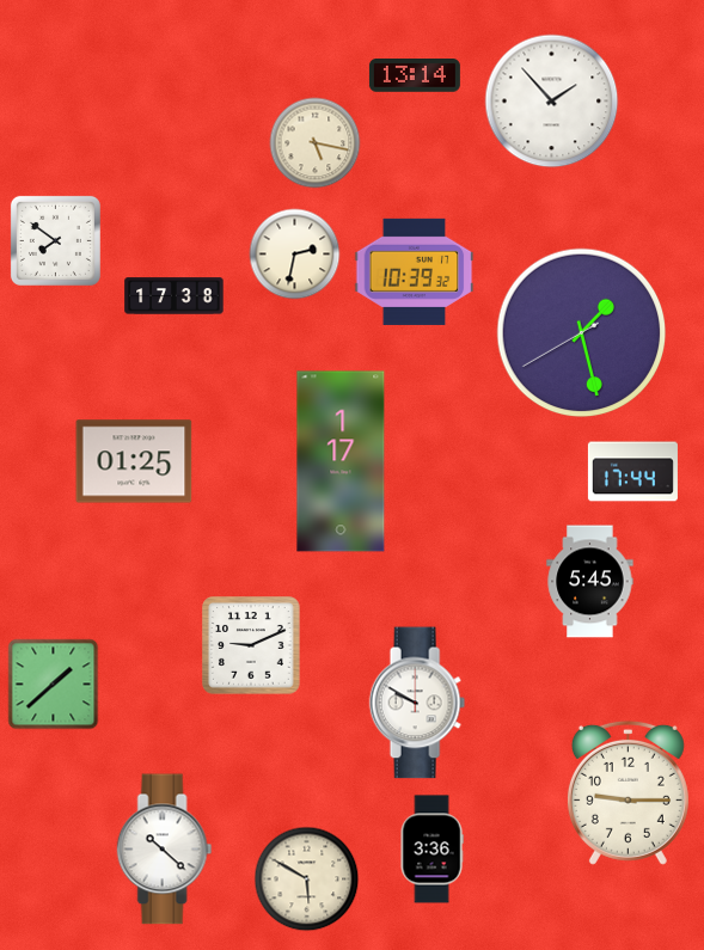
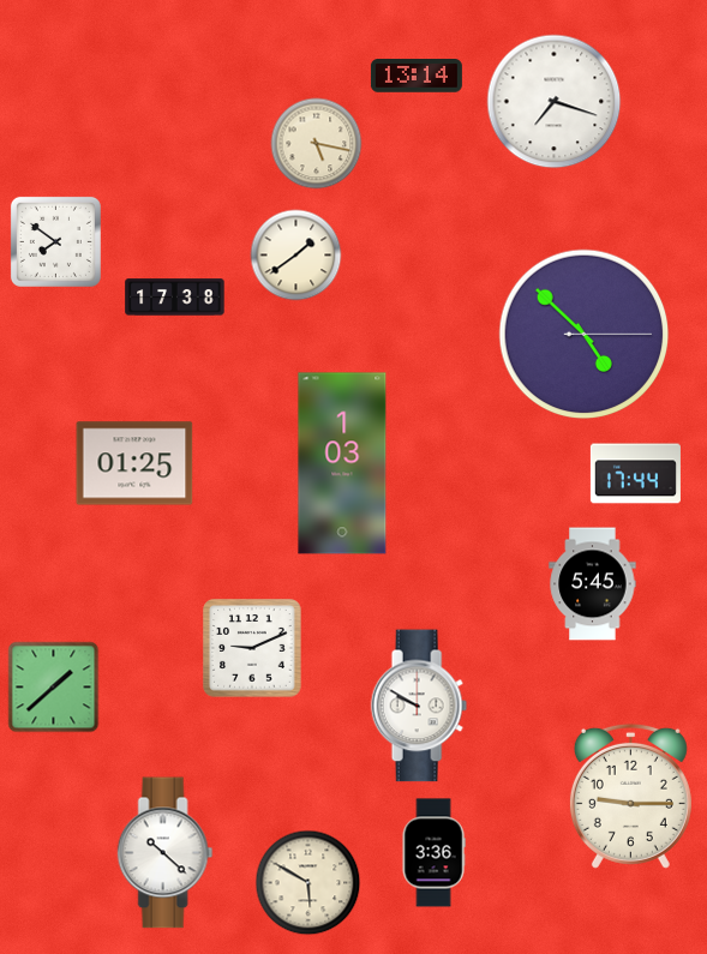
clock at (552, 102): 1:53 -> 7:18
clock at (295, 255): 2:32 -> 1:39
clock at (415, 271): 10:39 -> none
clock at (582, 333): 1:27 -> 4:52
clock at (341, 461): 1:17 -> 1:03
